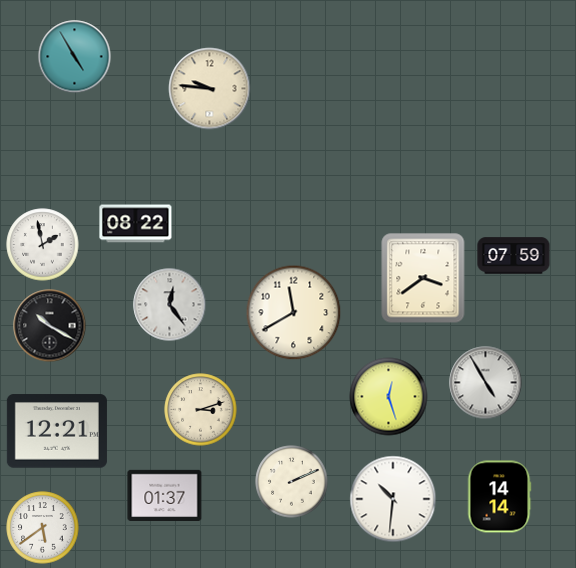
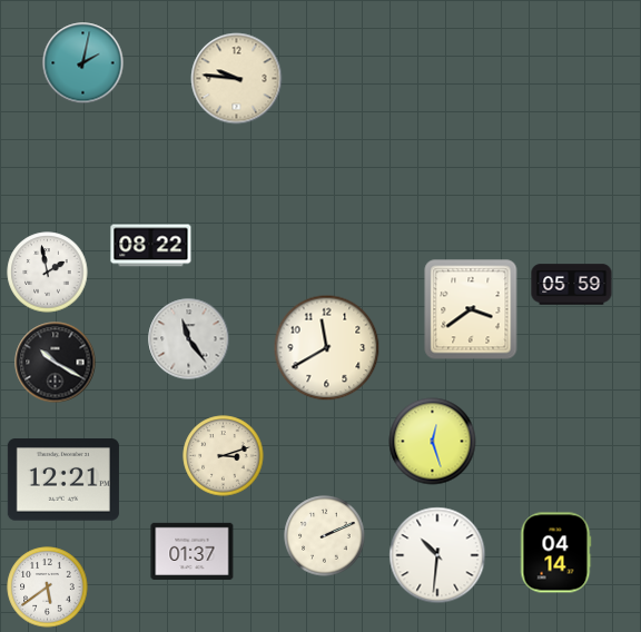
clock at (75, 57): 4:55 -> 2:02
clock at (210, 89) position: (210, 89) -> (237, 79)
clock at (136, 224) position: (136, 224) -> (151, 246)
clock at (514, 256): 07:59 -> 05:59
clock at (170, 305): 12:24 -> 11:24
clock at (486, 383): 4:55 -> none
clock at (165, 495) position: (165, 495) -> (193, 551)
clock at (499, 497): 14:14 -> 04:14
